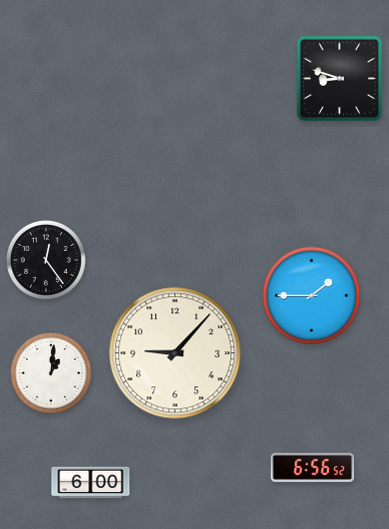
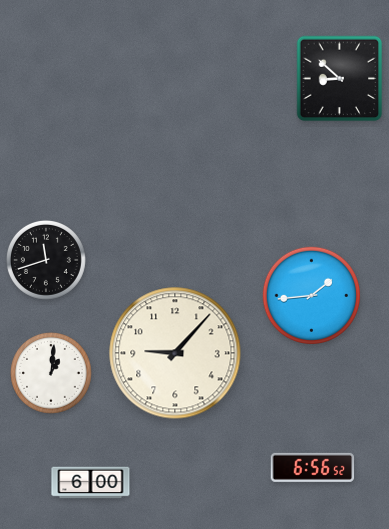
clock at (340, 79): 8:48 -> 8:52
clock at (46, 260): 12:24 -> 11:42
clock at (312, 296): 1:45 -> 1:44
